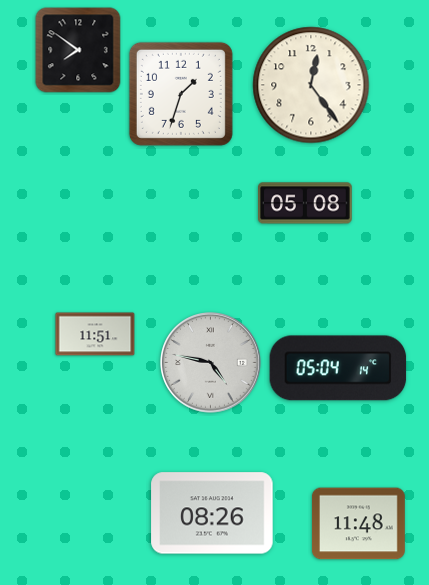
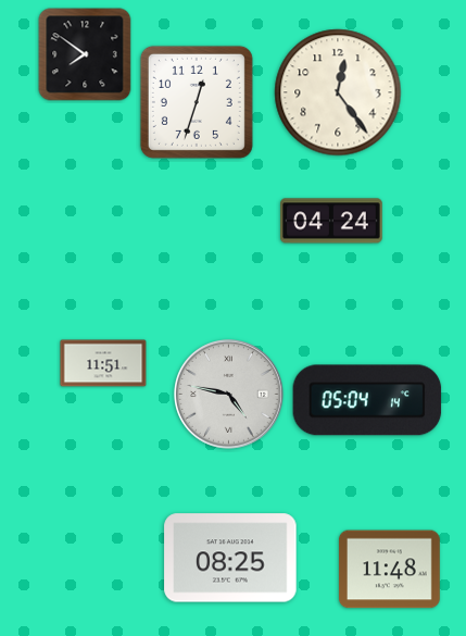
clock at (181, 94): 1:33 -> 12:33
clock at (305, 203): 05:08 -> 04:24
clock at (212, 513): 08:26 -> 08:25
